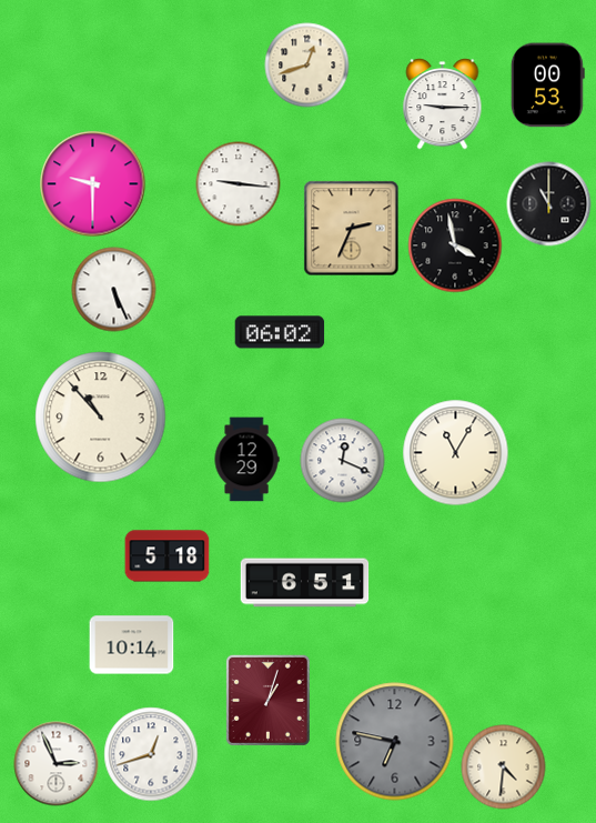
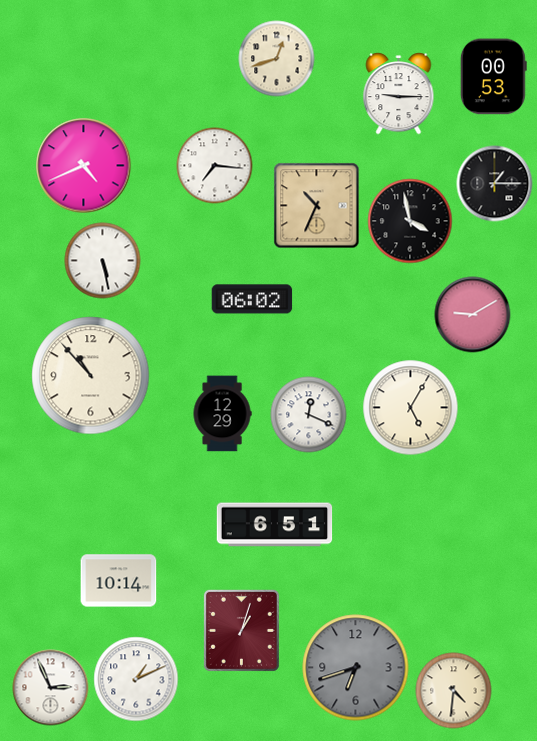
clock at (93, 184): 9:30 -> 4:41
clock at (239, 184): 9:16 -> 7:16
clock at (549, 204): 11:00 -> 1:15
clock at (352, 229): 2:34 -> 10:34
clock at (114, 290): 5:26 -> 5:28
clock at (473, 315): none -> 9:10
clock at (456, 453): 11:05 -> 5:05
clock at (168, 556): 5:18 -> none
clock at (395, 742): 6:47 -> 6:42
clock at (151, 754): 12:42 -> 1:11
